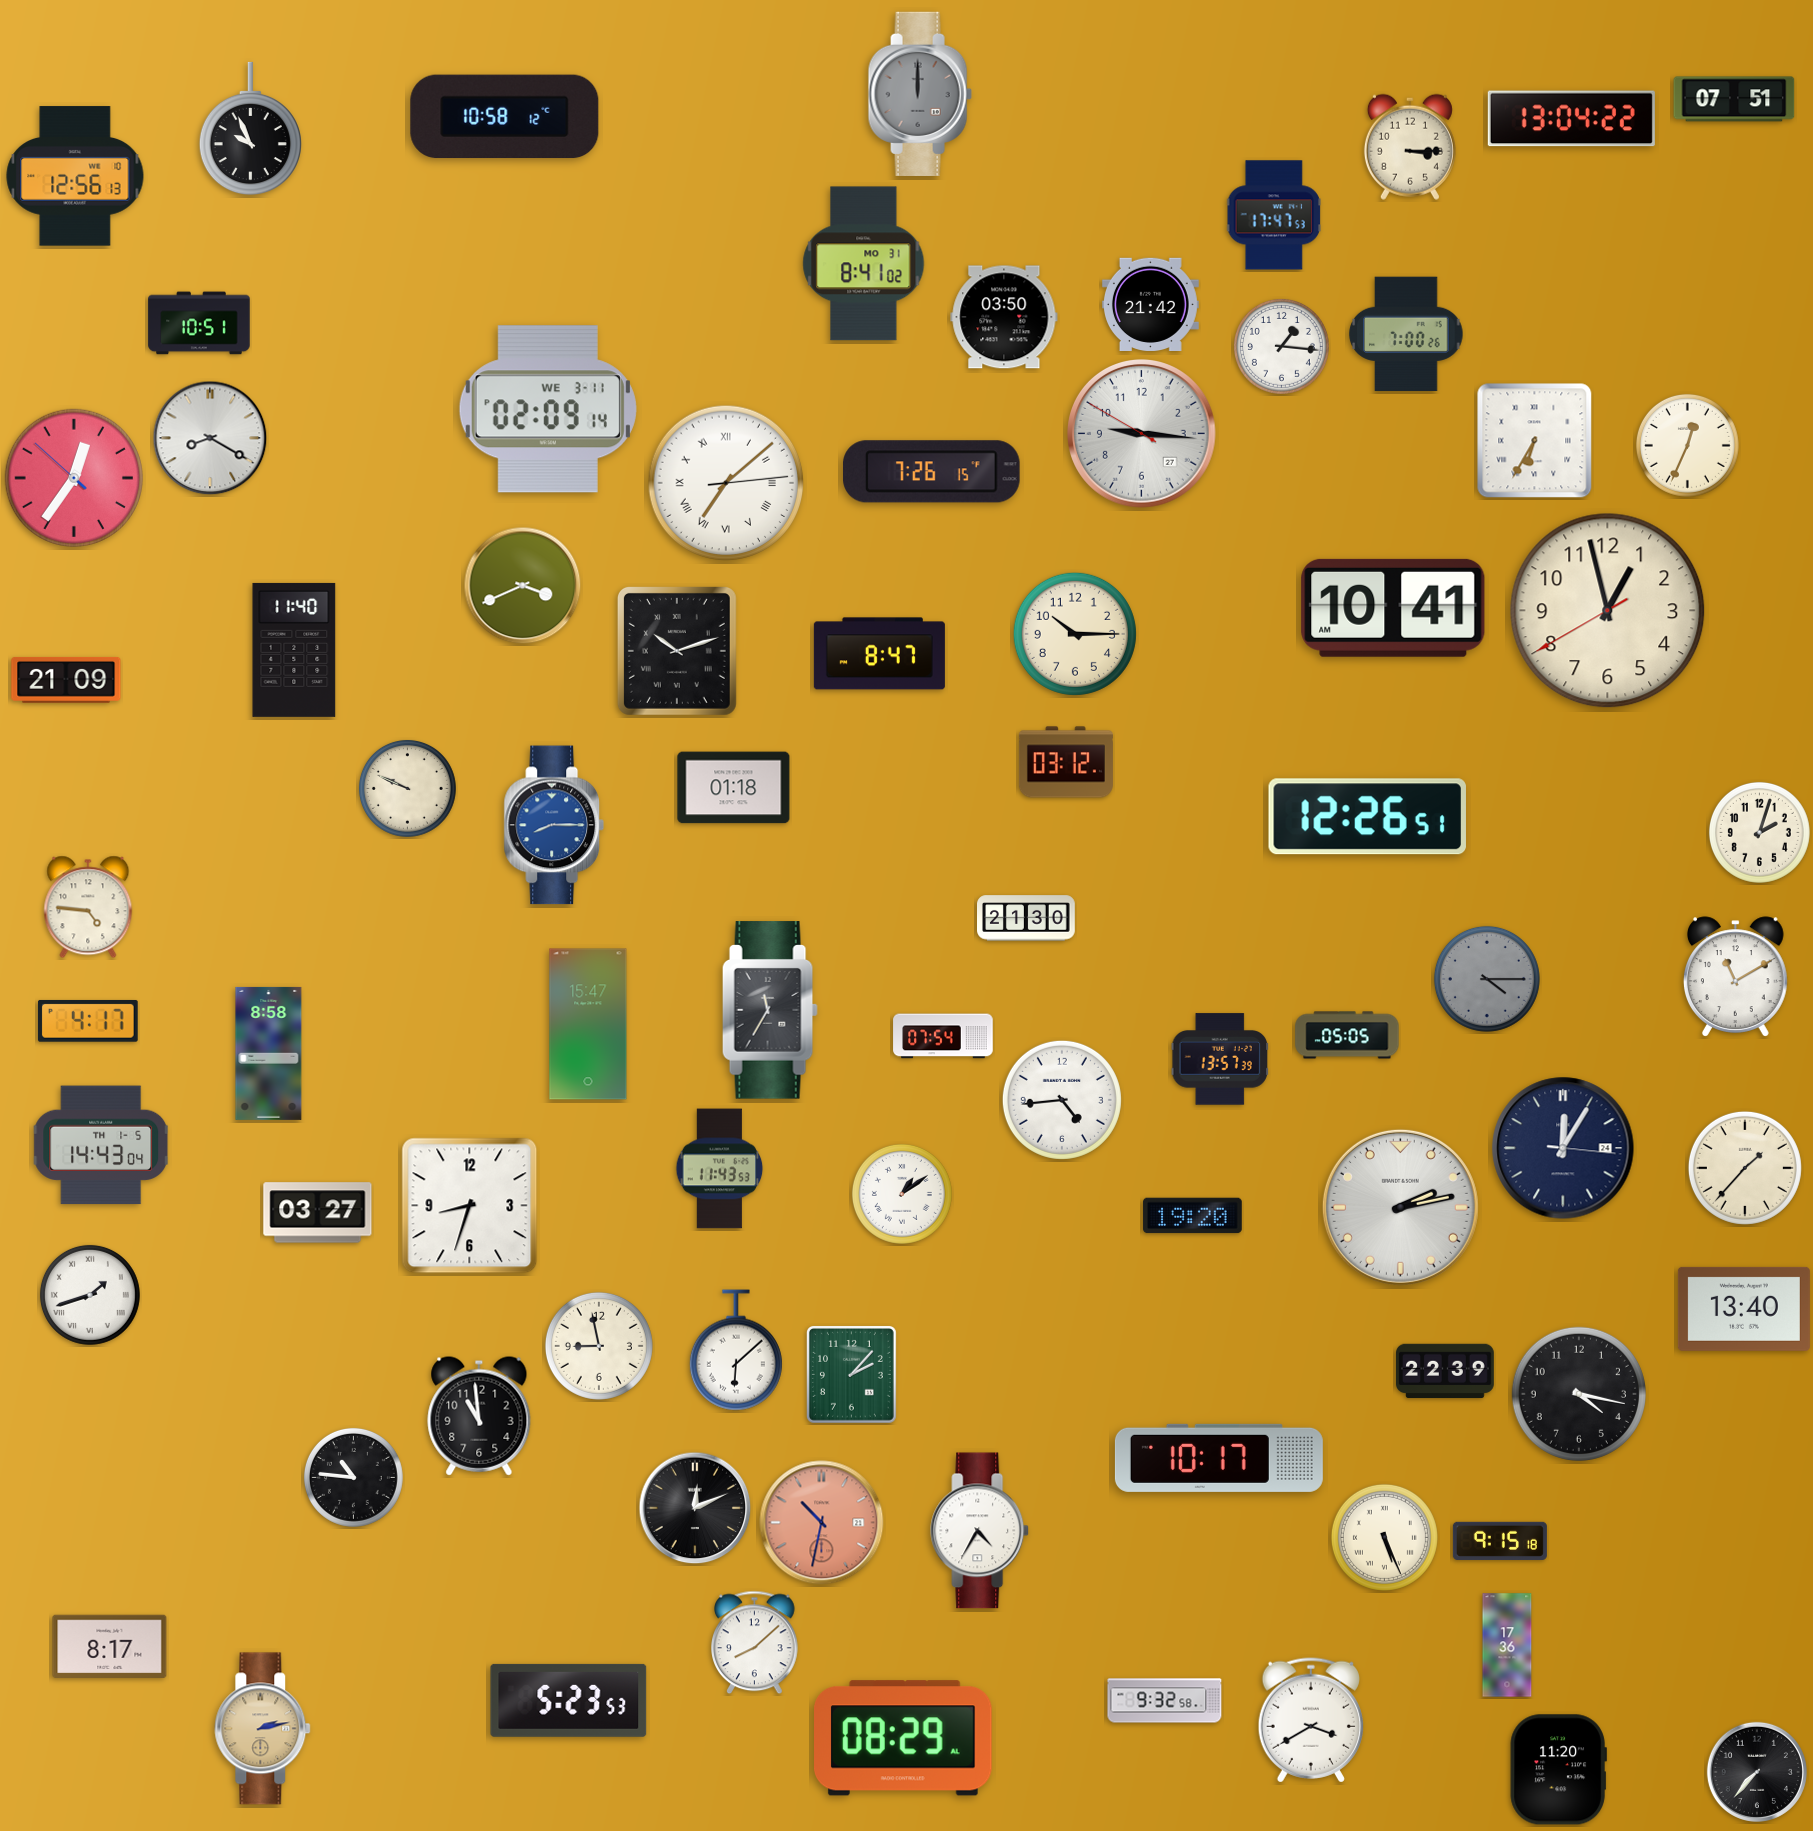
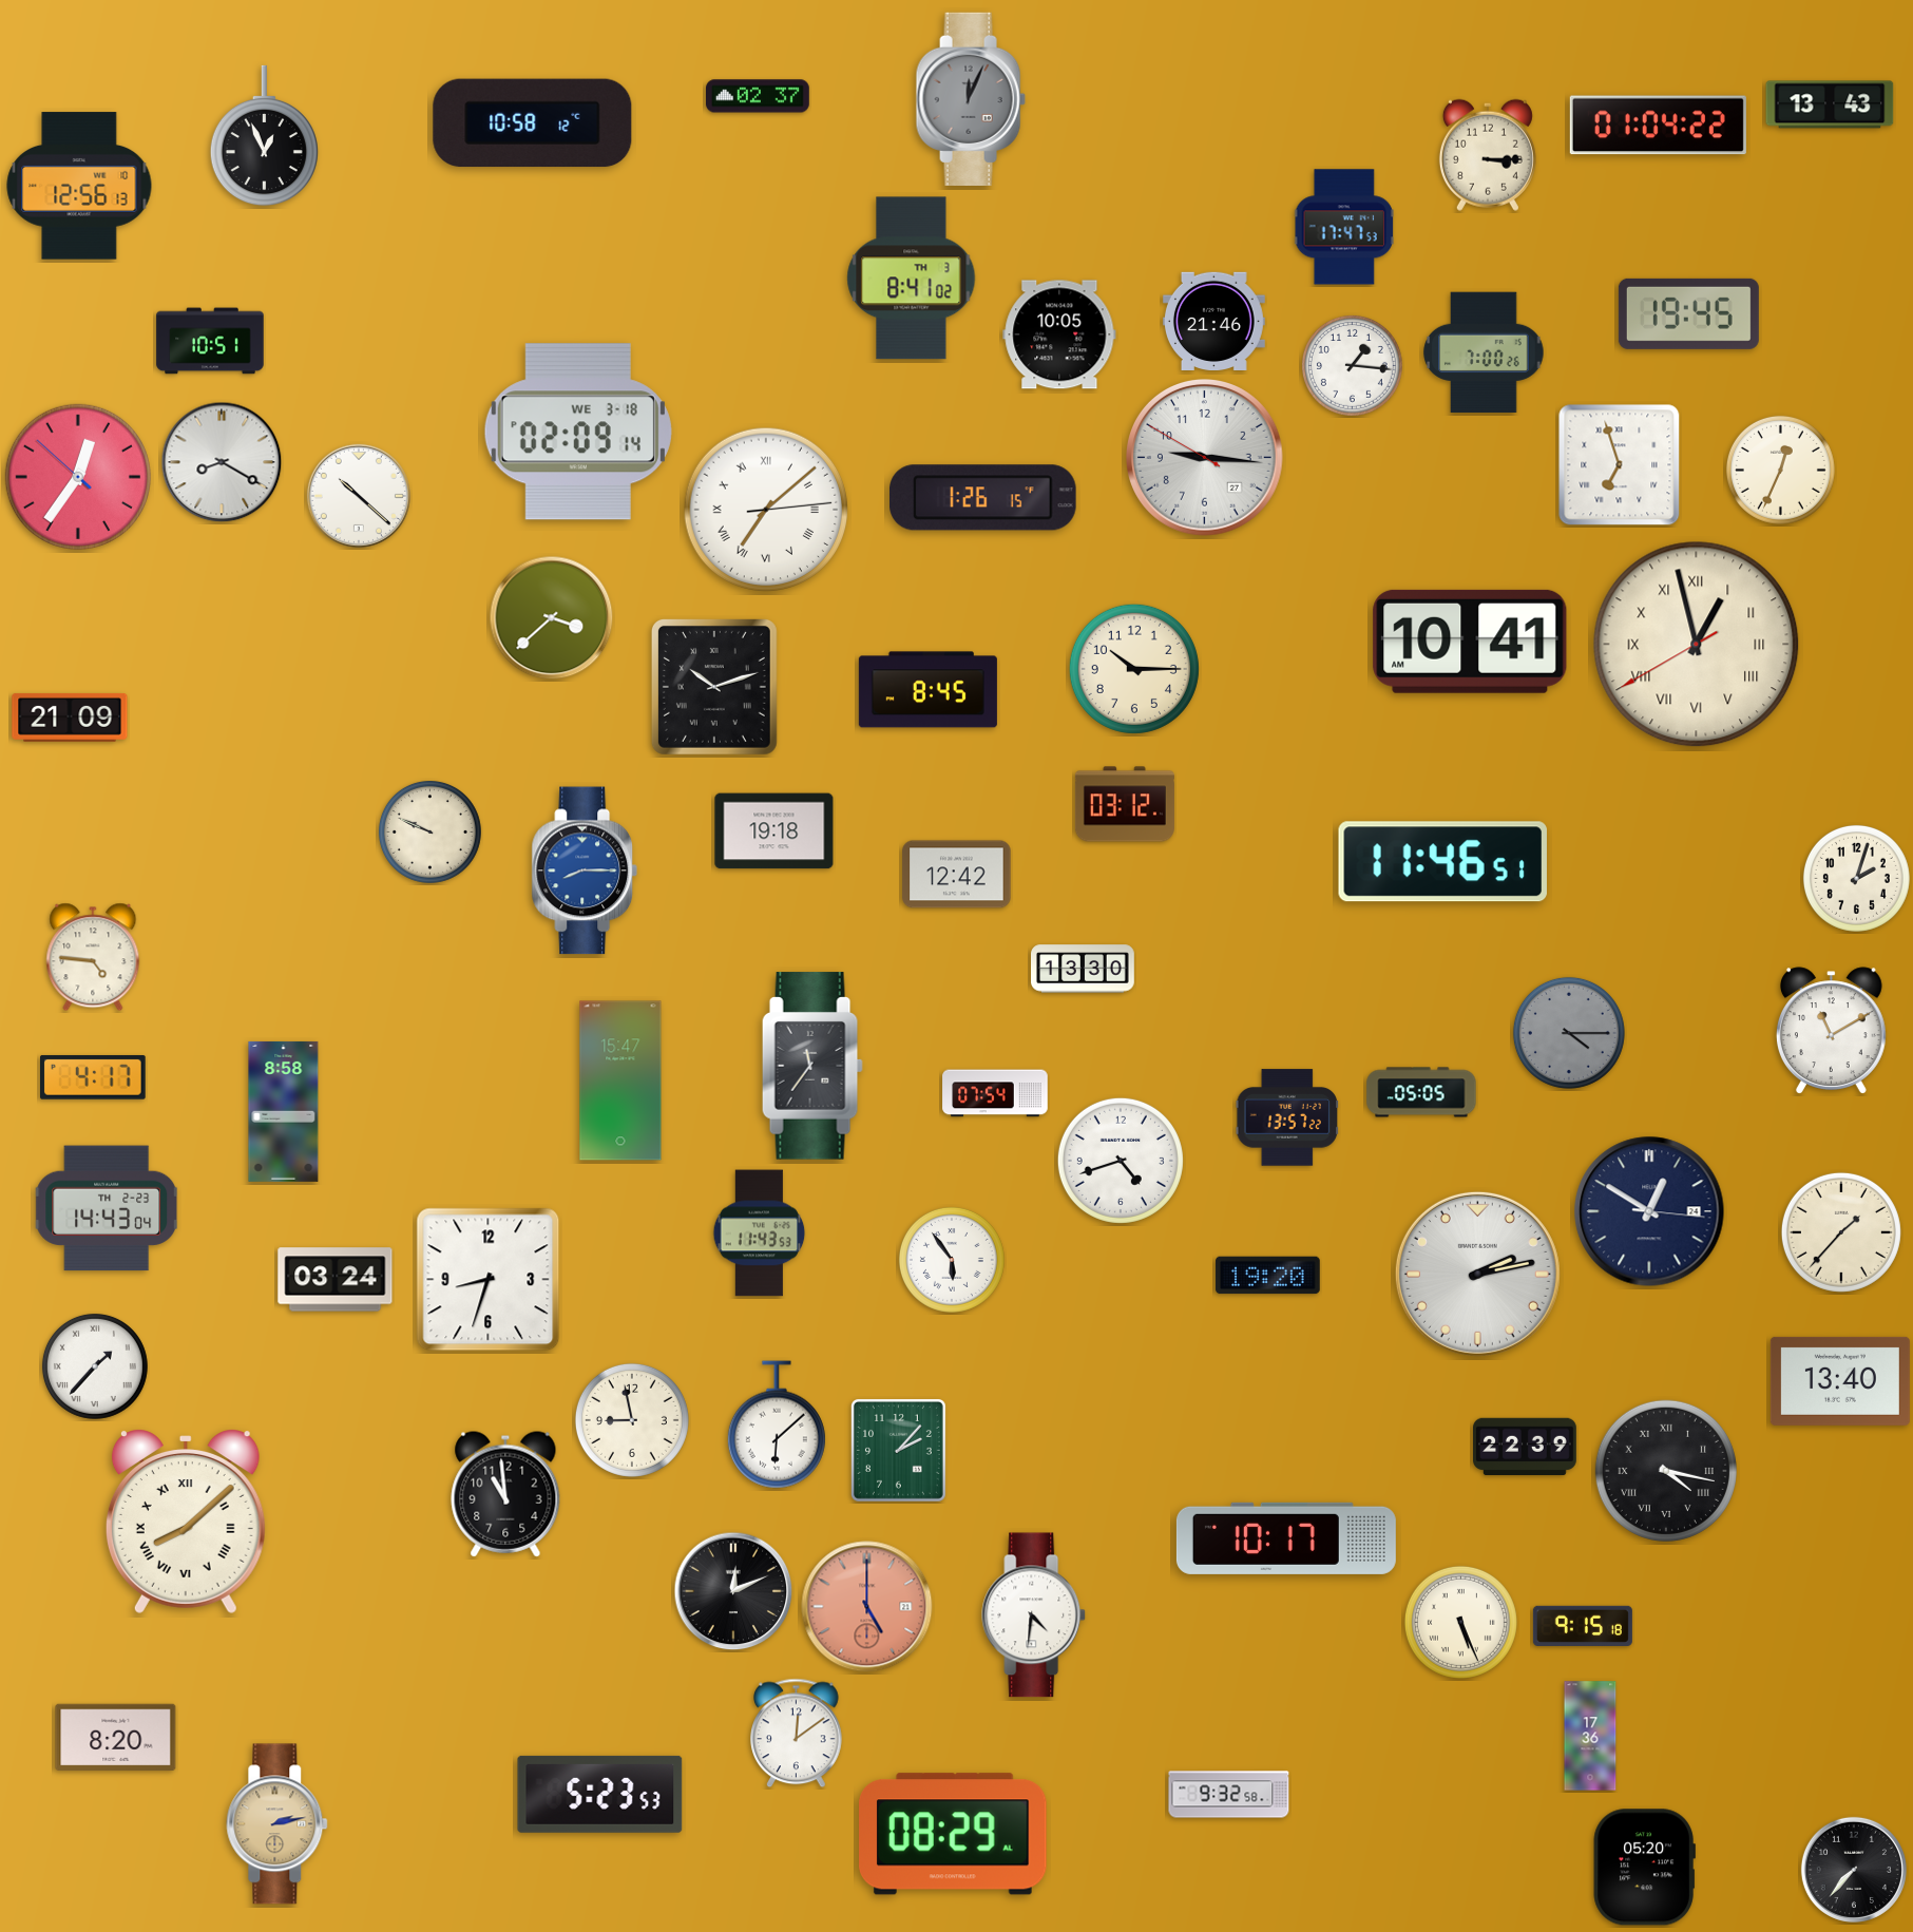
clock at (759, 96): none -> 02:37
clock at (920, 94): 12:00 -> 12:04
clock at (1734, 99): 07:51 -> 13:43
clock at (1571, 119): 13:04 -> 01:04
clock at (250, 129): 9:56 -> 12:56
clock at (864, 264) date: MO 31 -> TH 3
clock at (1688, 313): none -> 19:45
clock at (1150, 304): 21:42 -> 21:46
clock at (1004, 317): 03:50 -> 10:05
clock at (548, 409) date: WE 3-11 -> WE 3-18
clock at (1535, 441): 6:35 -> 6:57
clock at (359, 496): none -> 10:22
clock at (932, 472): 7:26 -> 1:26
clock at (74, 478) position: (74, 478) -> (78, 477)
clock at (523, 586): 3:41 -> 3:38
clock at (1608, 611) numerals: Arabic -> Roman
clock at (294, 650): 11:40 -> none
clock at (879, 654): 8:47 -> 8:45
clock at (734, 788): 01:18 -> 19:18
clock at (1367, 817): 12:26 -> 11:46
clock at (957, 875): none -> 12:42
clock at (1027, 918): 21:30 -> 13:30
clock at (770, 1010): 11:35 -> 11:36
clock at (1220, 1059): 13:57:39 -> 13:57:22
clock at (1062, 1100): 4:44 -> 4:42
clock at (101, 1145) date: TH 1-5 -> TH 2-23
clock at (1563, 1148): 12:05 -> 12:50
clock at (902, 1194): 1:09 -> 5:54
clock at (470, 1206) position: (470, 1206) -> (489, 1280)
clock at (318, 1213): 03:27 -> 03:24
clock at (1193, 1216) position: (1193, 1216) -> (1268, 1276)
clock at (90, 1295): 1:42 -> 1:37
clock at (1579, 1394) numerals: Arabic -> Roman
clock at (186, 1522): none -> 8:08
clock at (353, 1477): 10:46 -> none
clock at (822, 1523): 10:32 -> 5:00
clock at (980, 1531): 4:35 -> 4:31
clock at (755, 1643): 8:08 -> 12:09
clock at (110, 1647): 8:17 -> 8:20
clock at (1311, 1720): 3:40 -> none
clock at (1558, 1770): 11:20 -> 05:20
